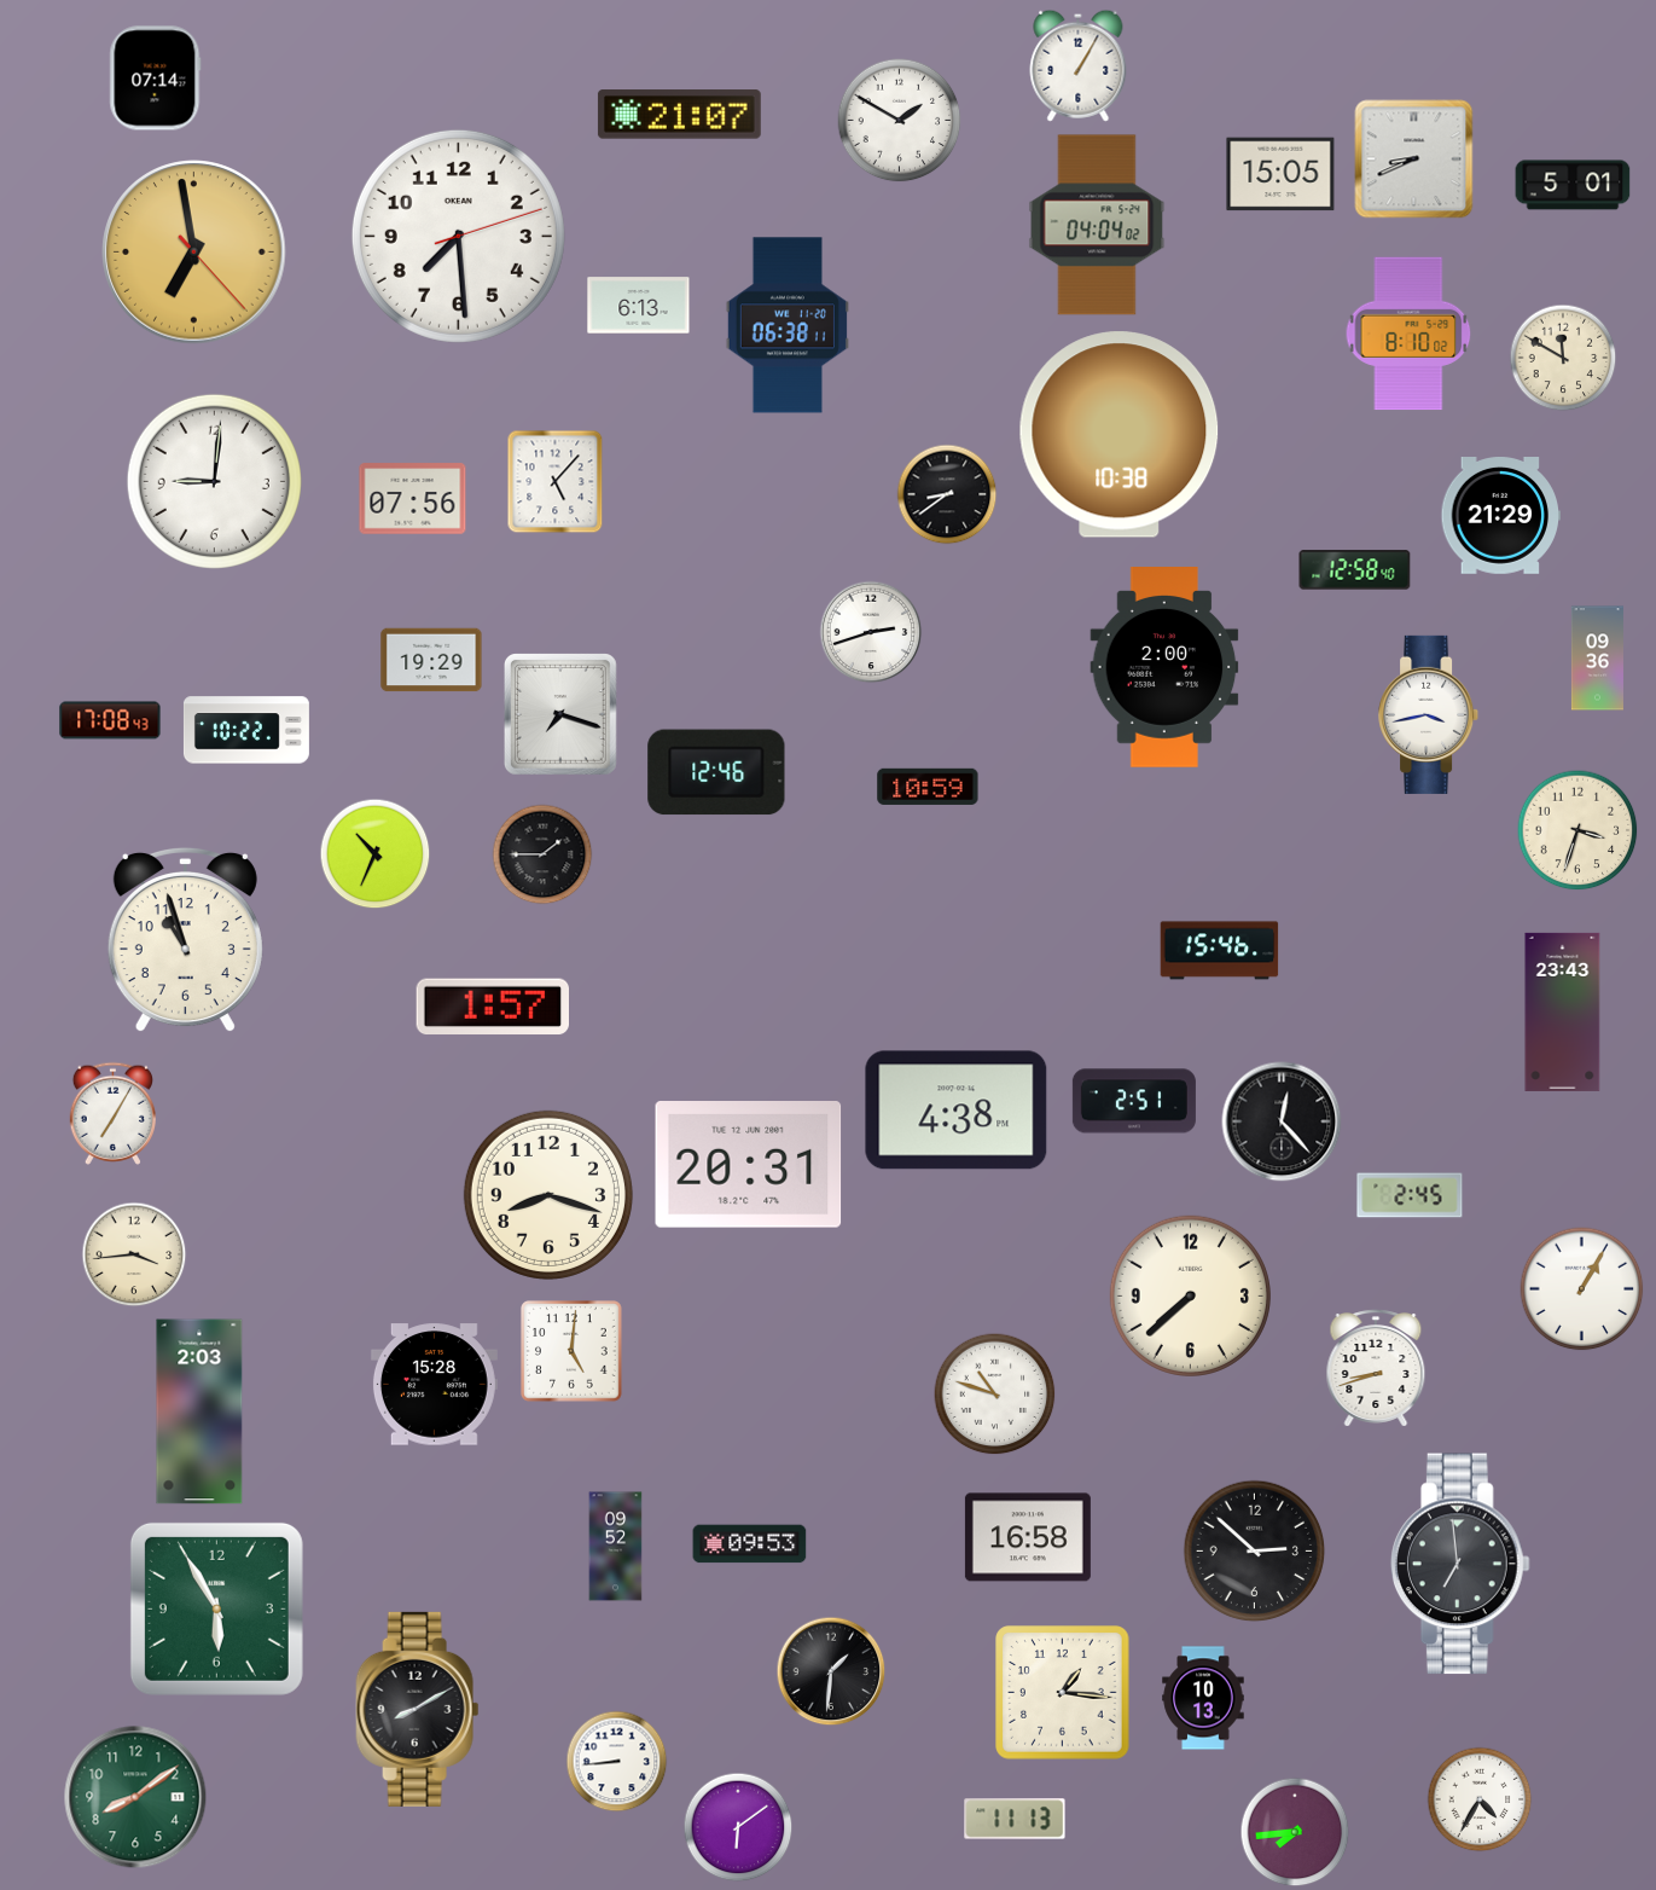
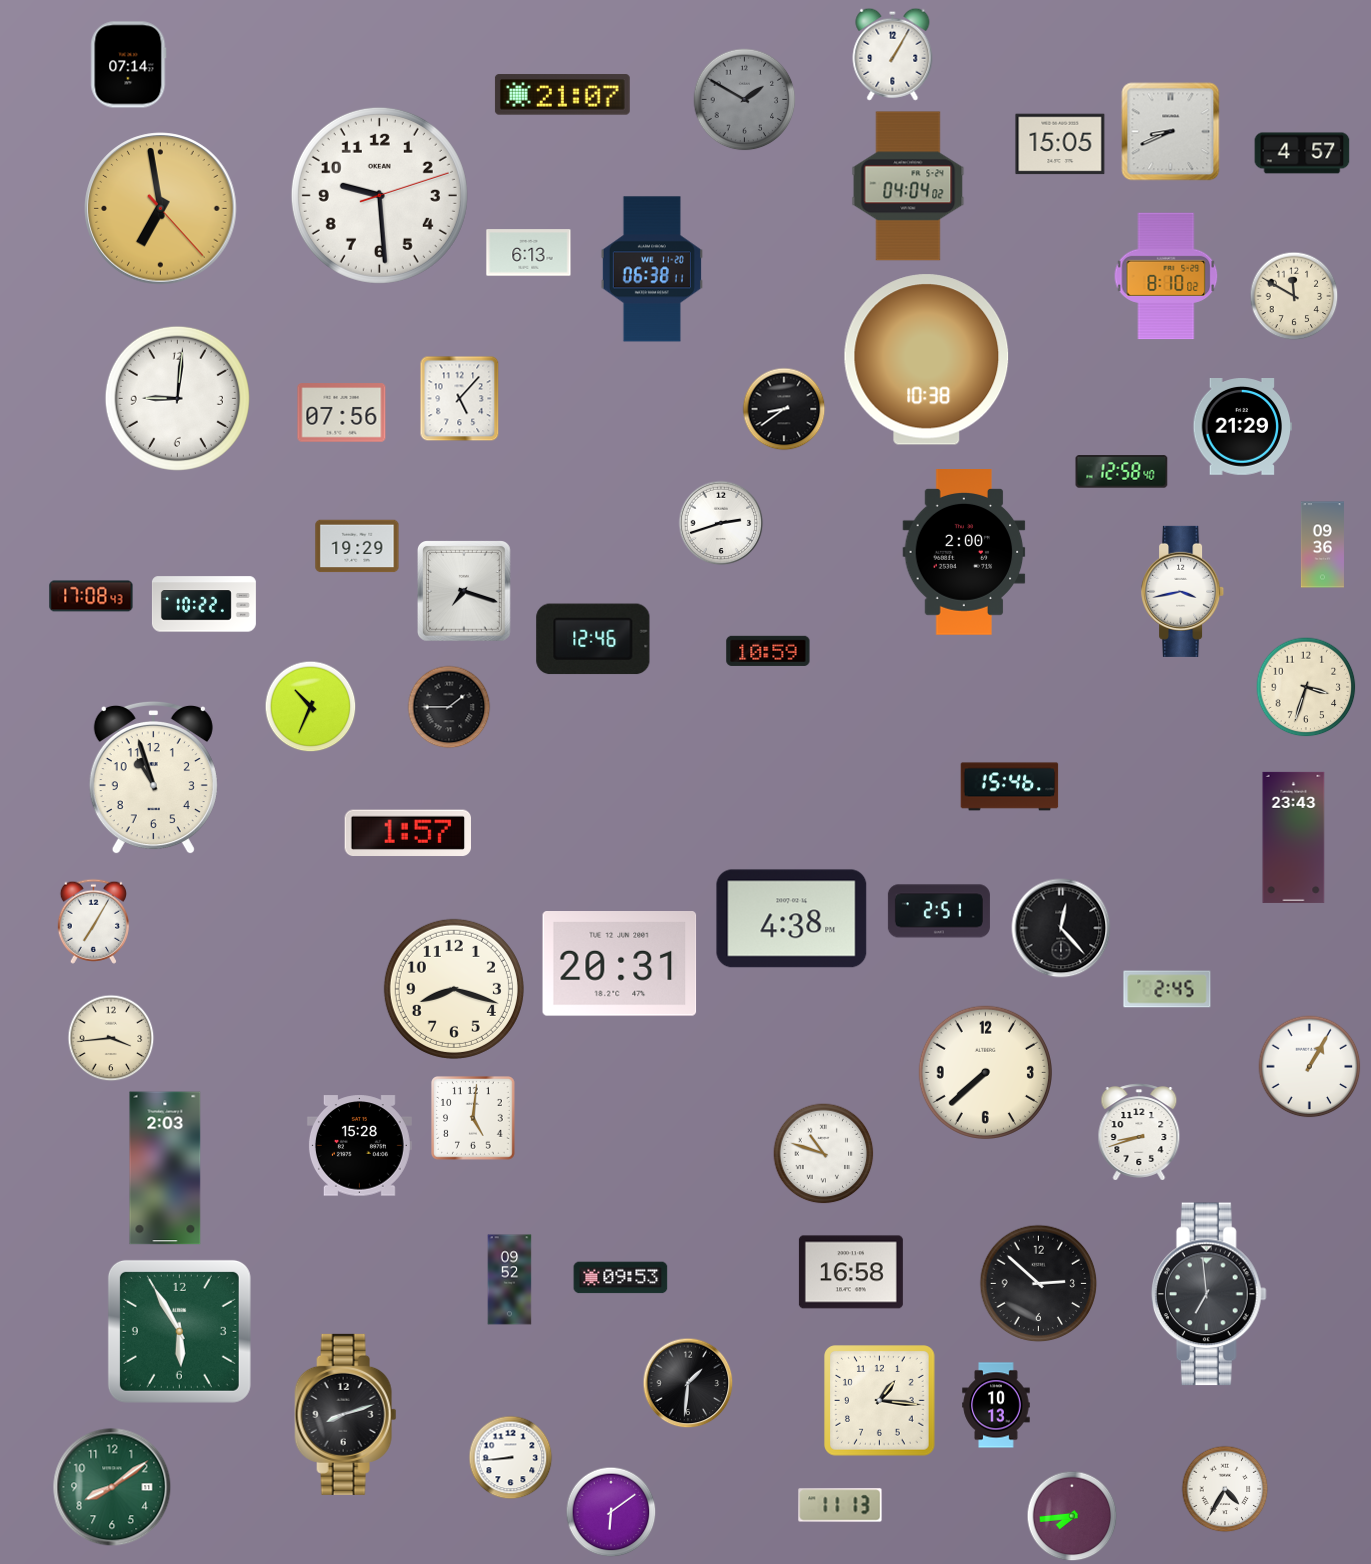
clock at (900, 121) dial: white -> grey
clock at (1573, 185): 5:01 -> 4:57
clock at (458, 236): 7:29 -> 9:29
clock at (418, 1709): 8:10 -> 8:12
